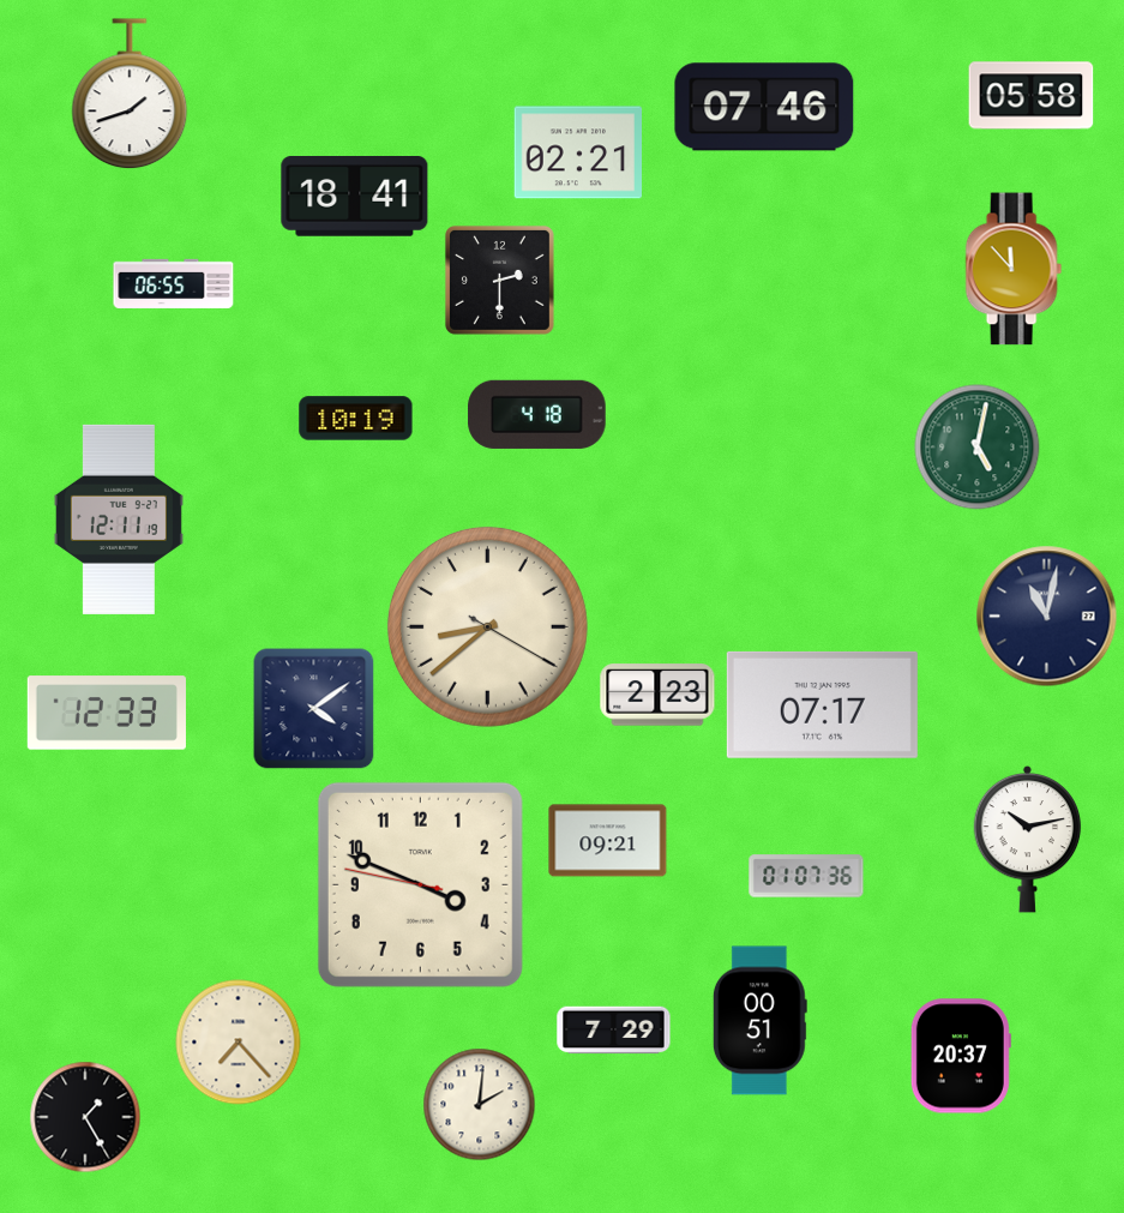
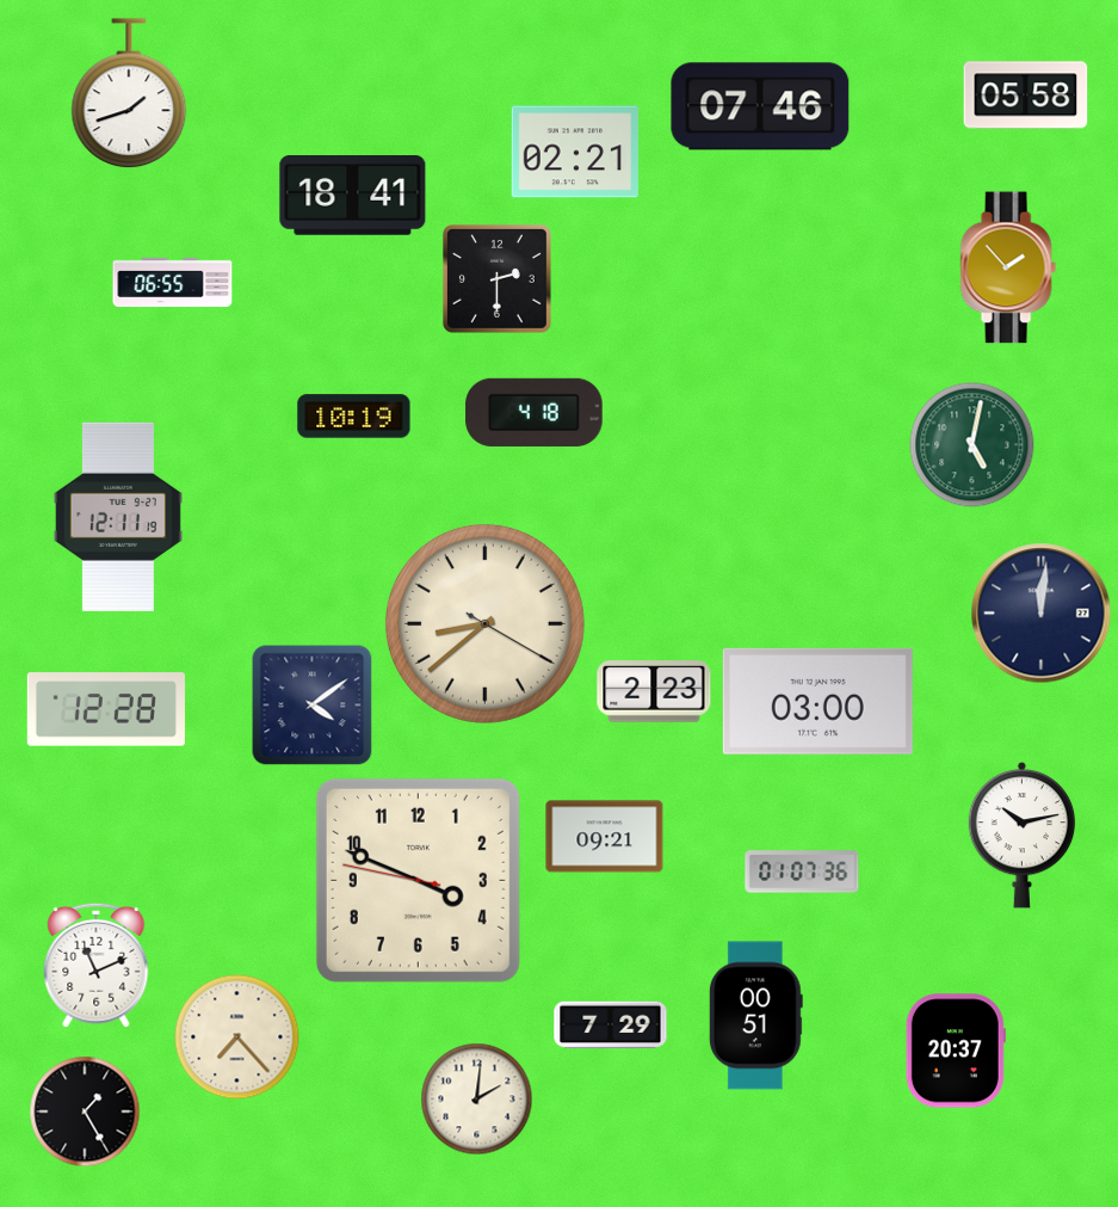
clock at (1014, 269): 11:53 -> 1:53
clock at (1047, 617): 11:02 -> 12:01
clock at (822, 704): 07:17 -> 03:00
clock at (107, 713): 12:33 -> 12:28
clock at (97, 965): none -> 11:11
